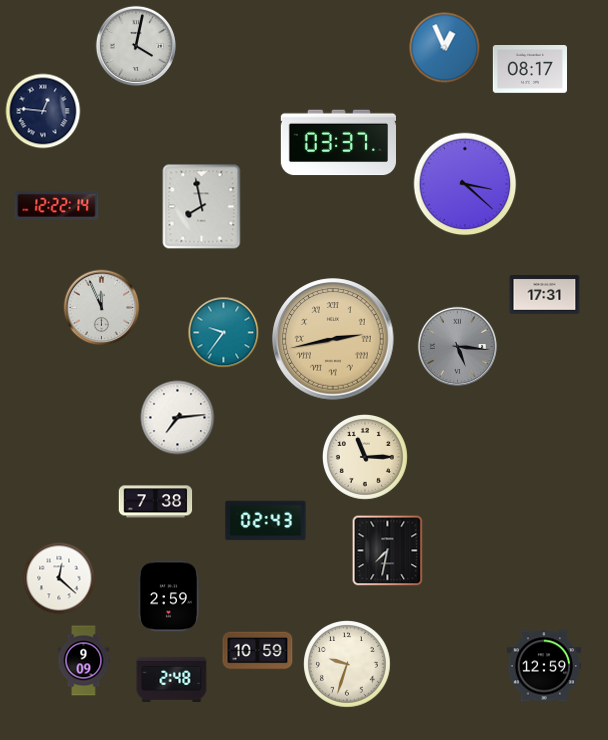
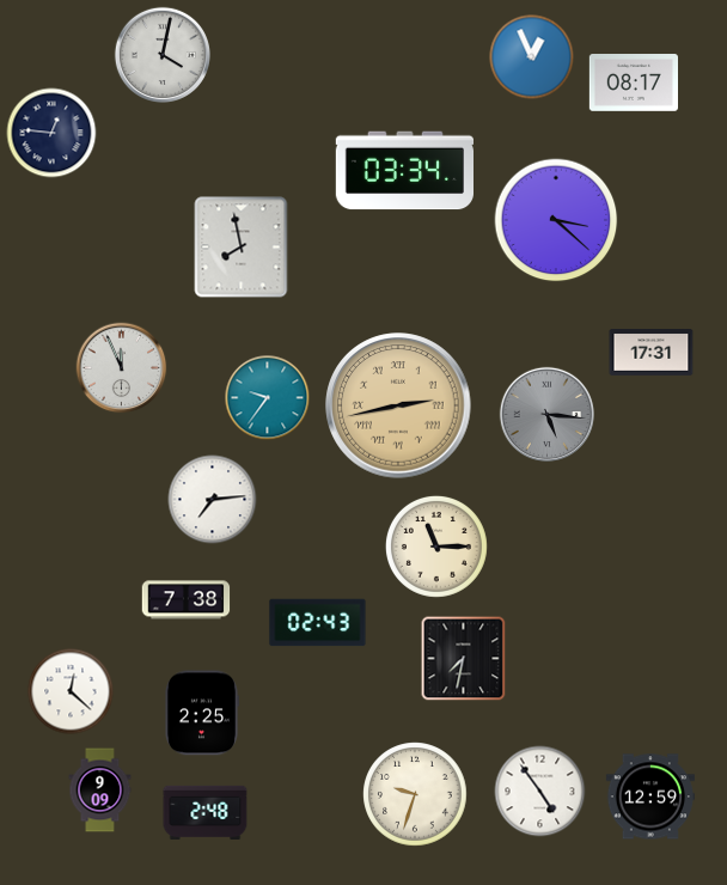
clock at (338, 143): 03:37 -> 03:34
clock at (57, 205): 12:22 -> none
clock at (169, 596): 2:59 -> 2:25
clock at (258, 651): 10:59 -> none
clock at (540, 792): none -> 4:54
